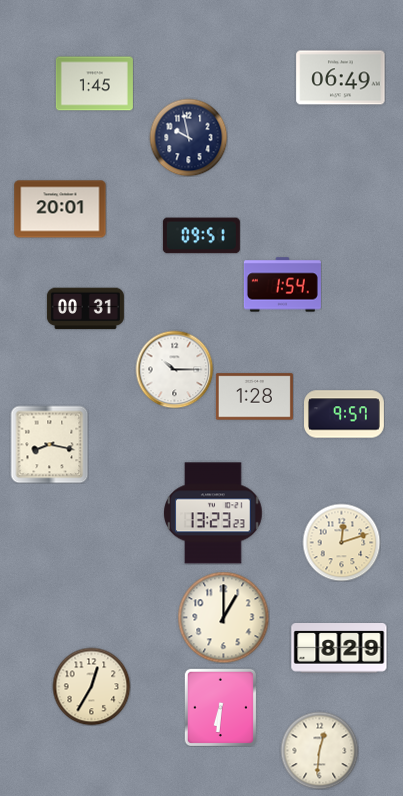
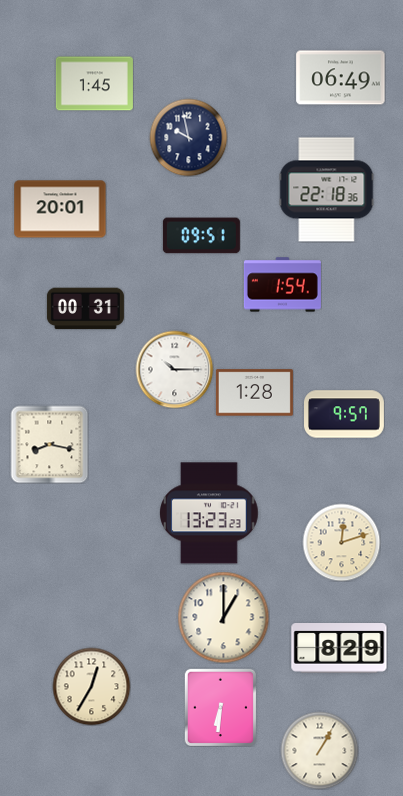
clock at (327, 190): none -> 22:18
clock at (254, 397) position: (254, 397) -> (254, 393)
clock at (214, 513) position: (214, 513) -> (210, 513)
clock at (319, 750): 12:31 -> 1:05
